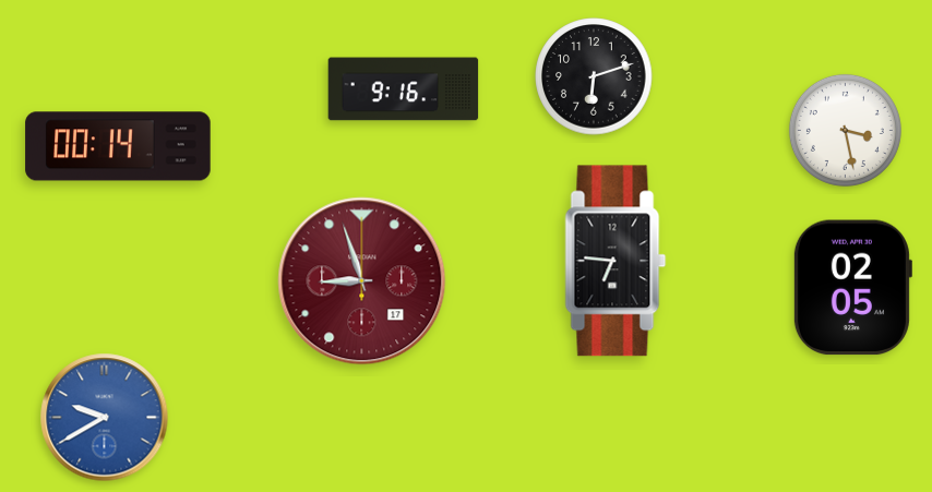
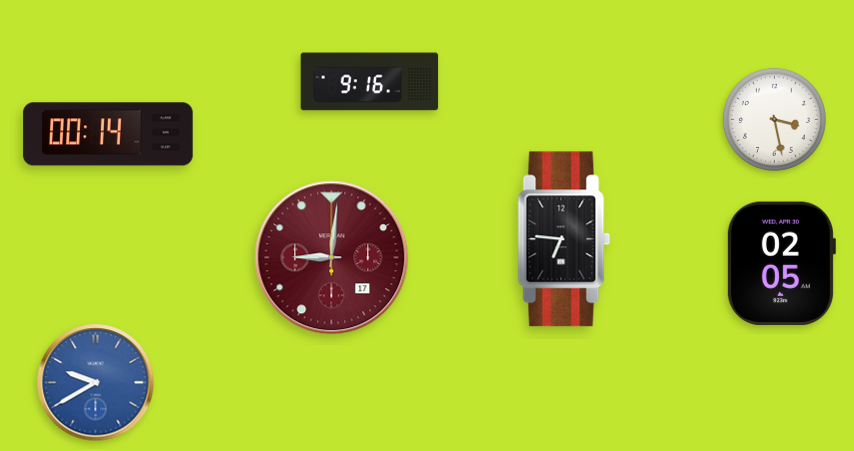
clock at (594, 76): 6:12 -> none
clock at (362, 281): 8:57 -> 9:01
